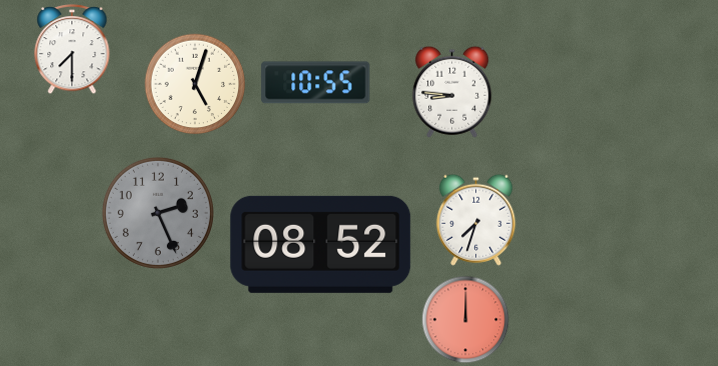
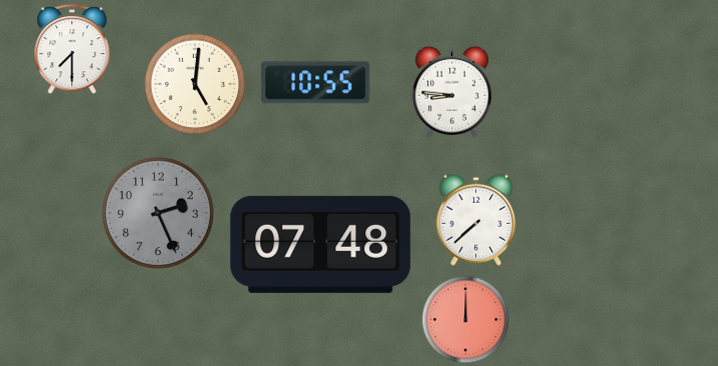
clock at (195, 84): 5:03 -> 5:01
clock at (476, 220): 7:33 -> 7:38
clock at (321, 244): 08:52 -> 07:48
